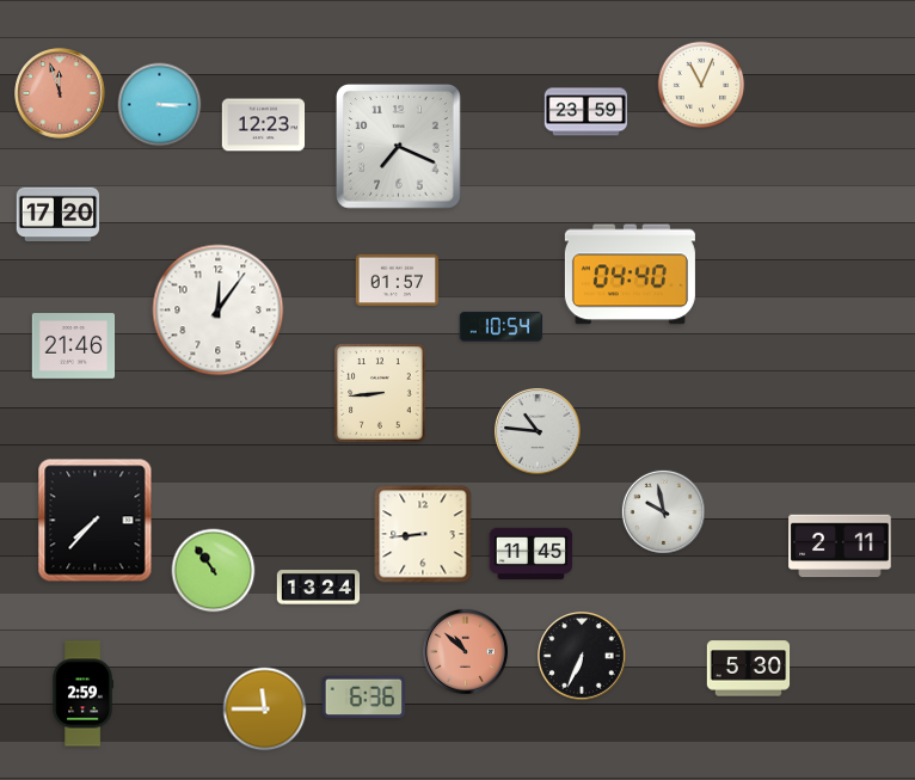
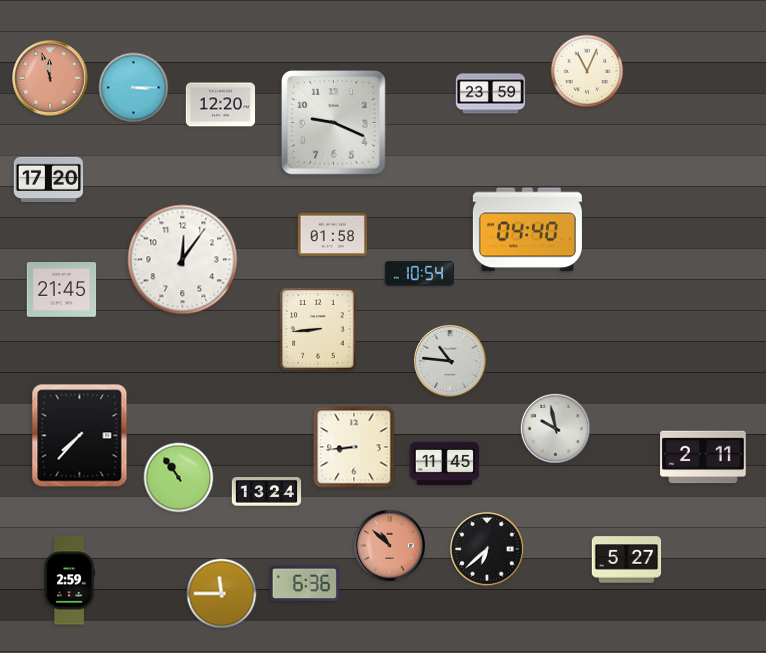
clock at (264, 125): 12:23 -> 12:20
clock at (399, 147): 7:19 -> 9:19
clock at (398, 281): 01:57 -> 01:58
clock at (74, 346): 21:46 -> 21:45
clock at (582, 656): 6:34 -> 6:38
clock at (749, 669): 5:30 -> 5:27
